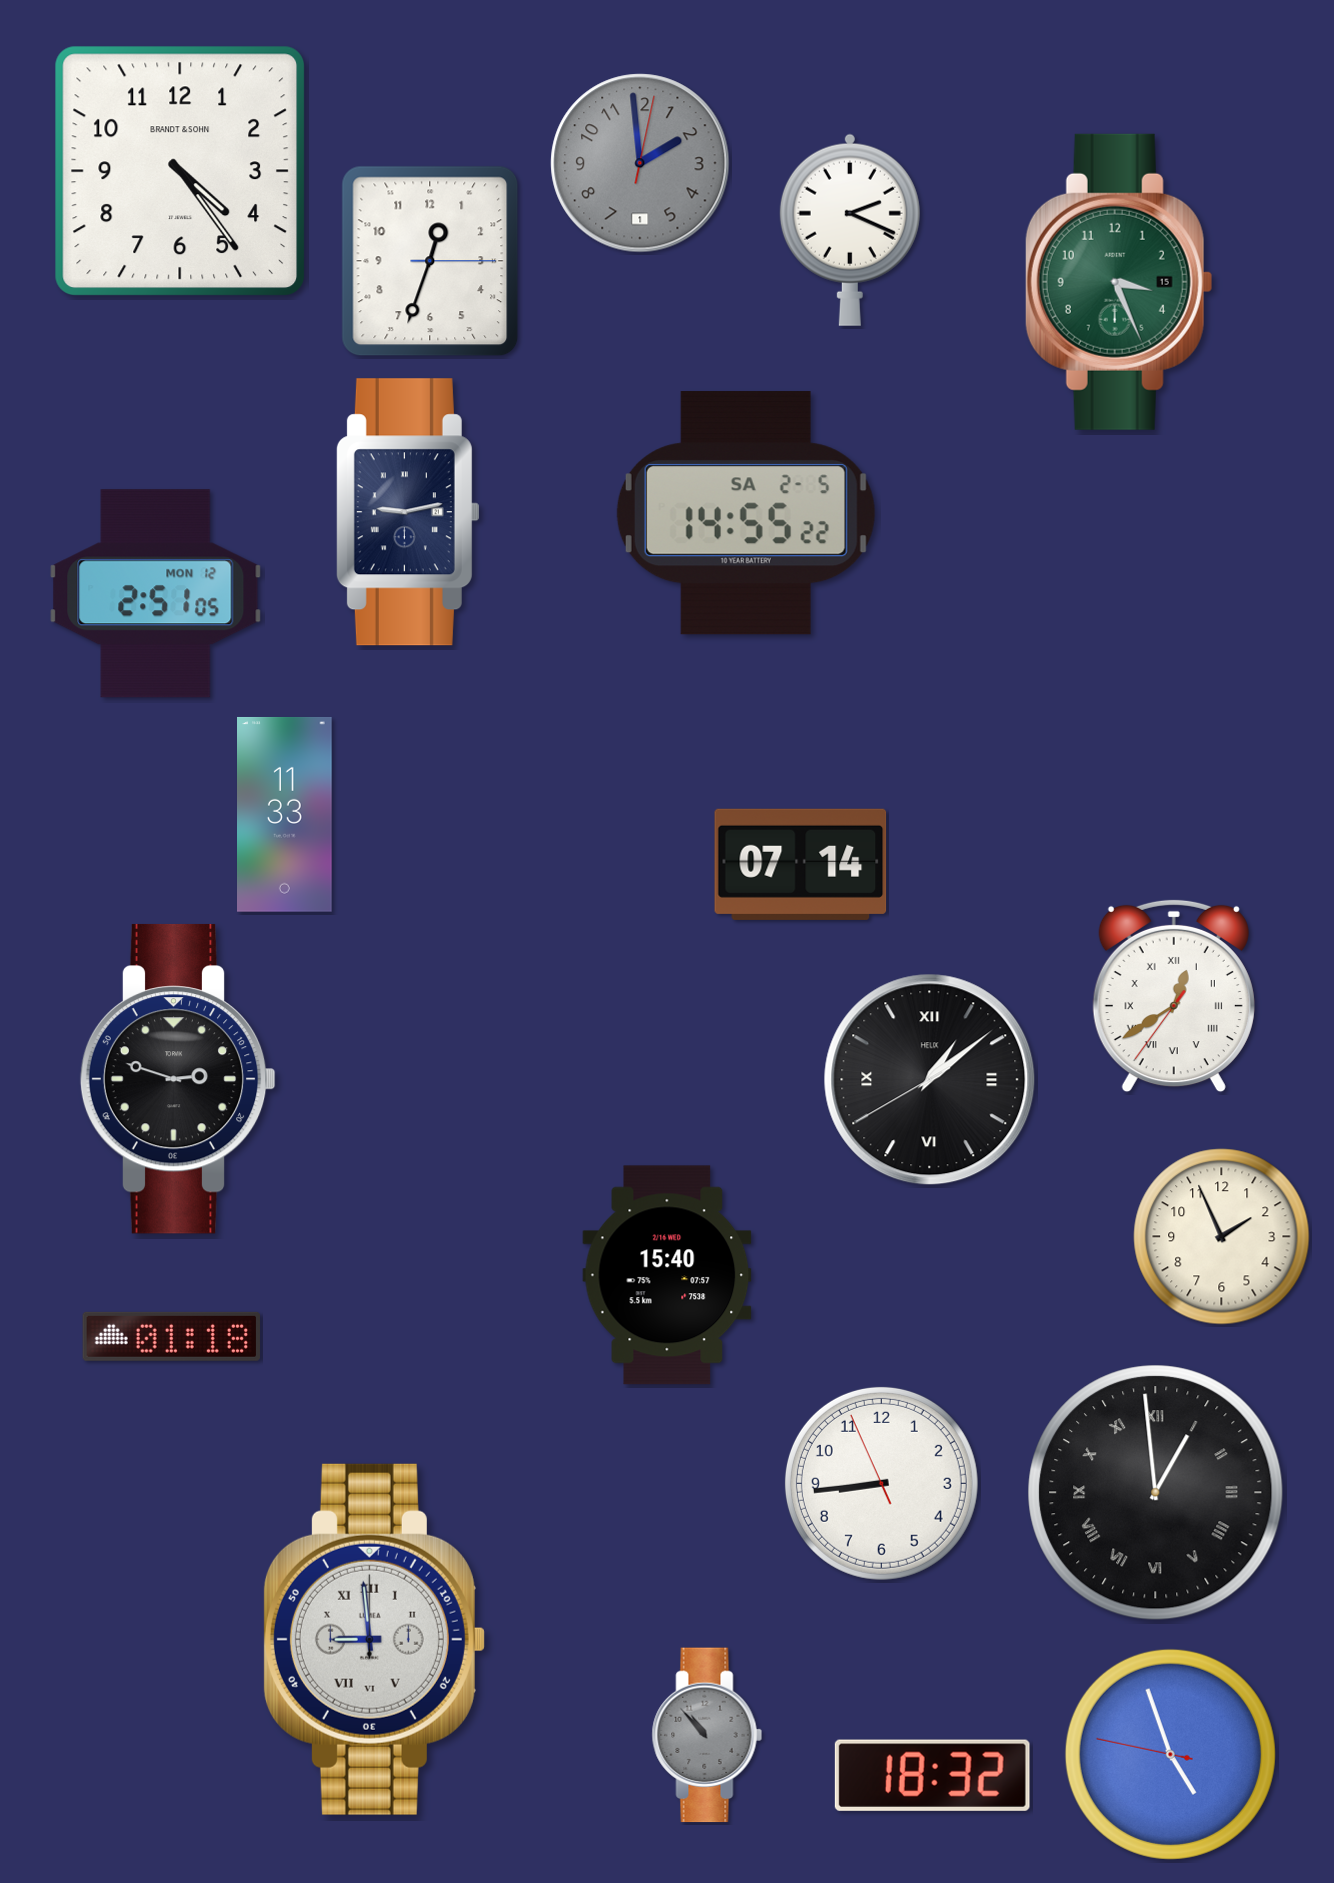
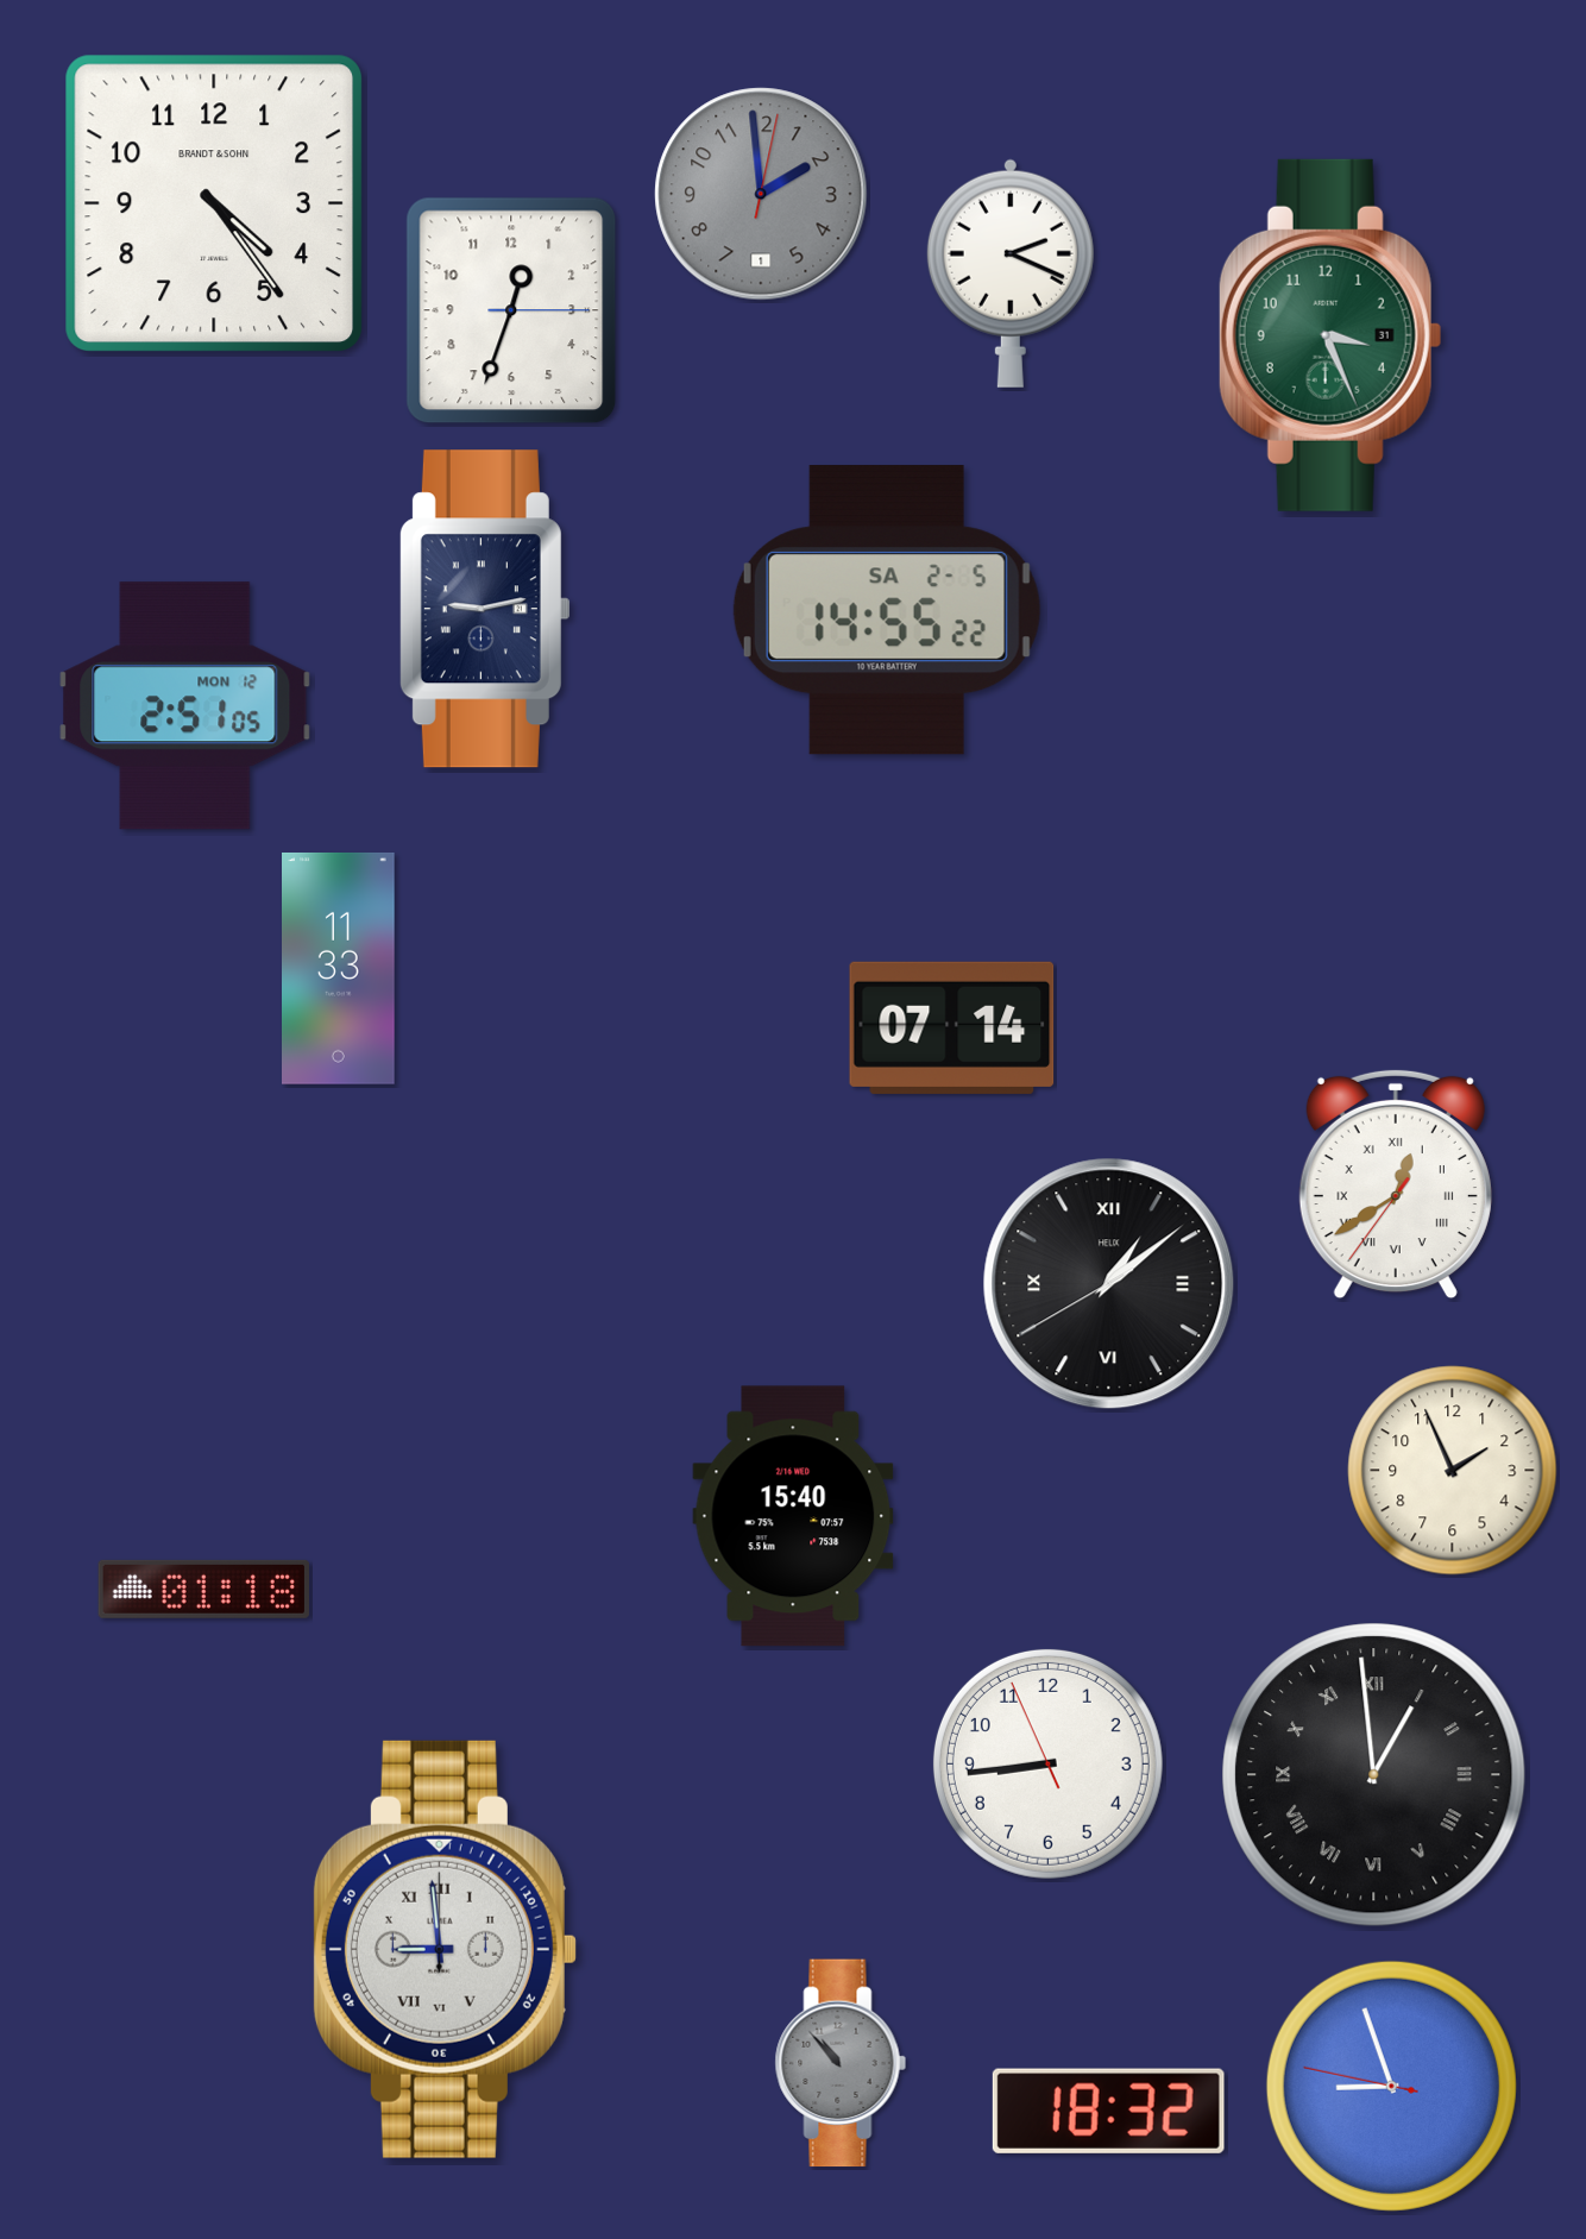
clock at (1119, 282) date: 15 -> 31
clock at (178, 1079): 2:48 -> none
clock at (930, 1080) position: (930, 1080) -> (1109, 1284)
clock at (1170, 1754): 4:56 -> 8:56
